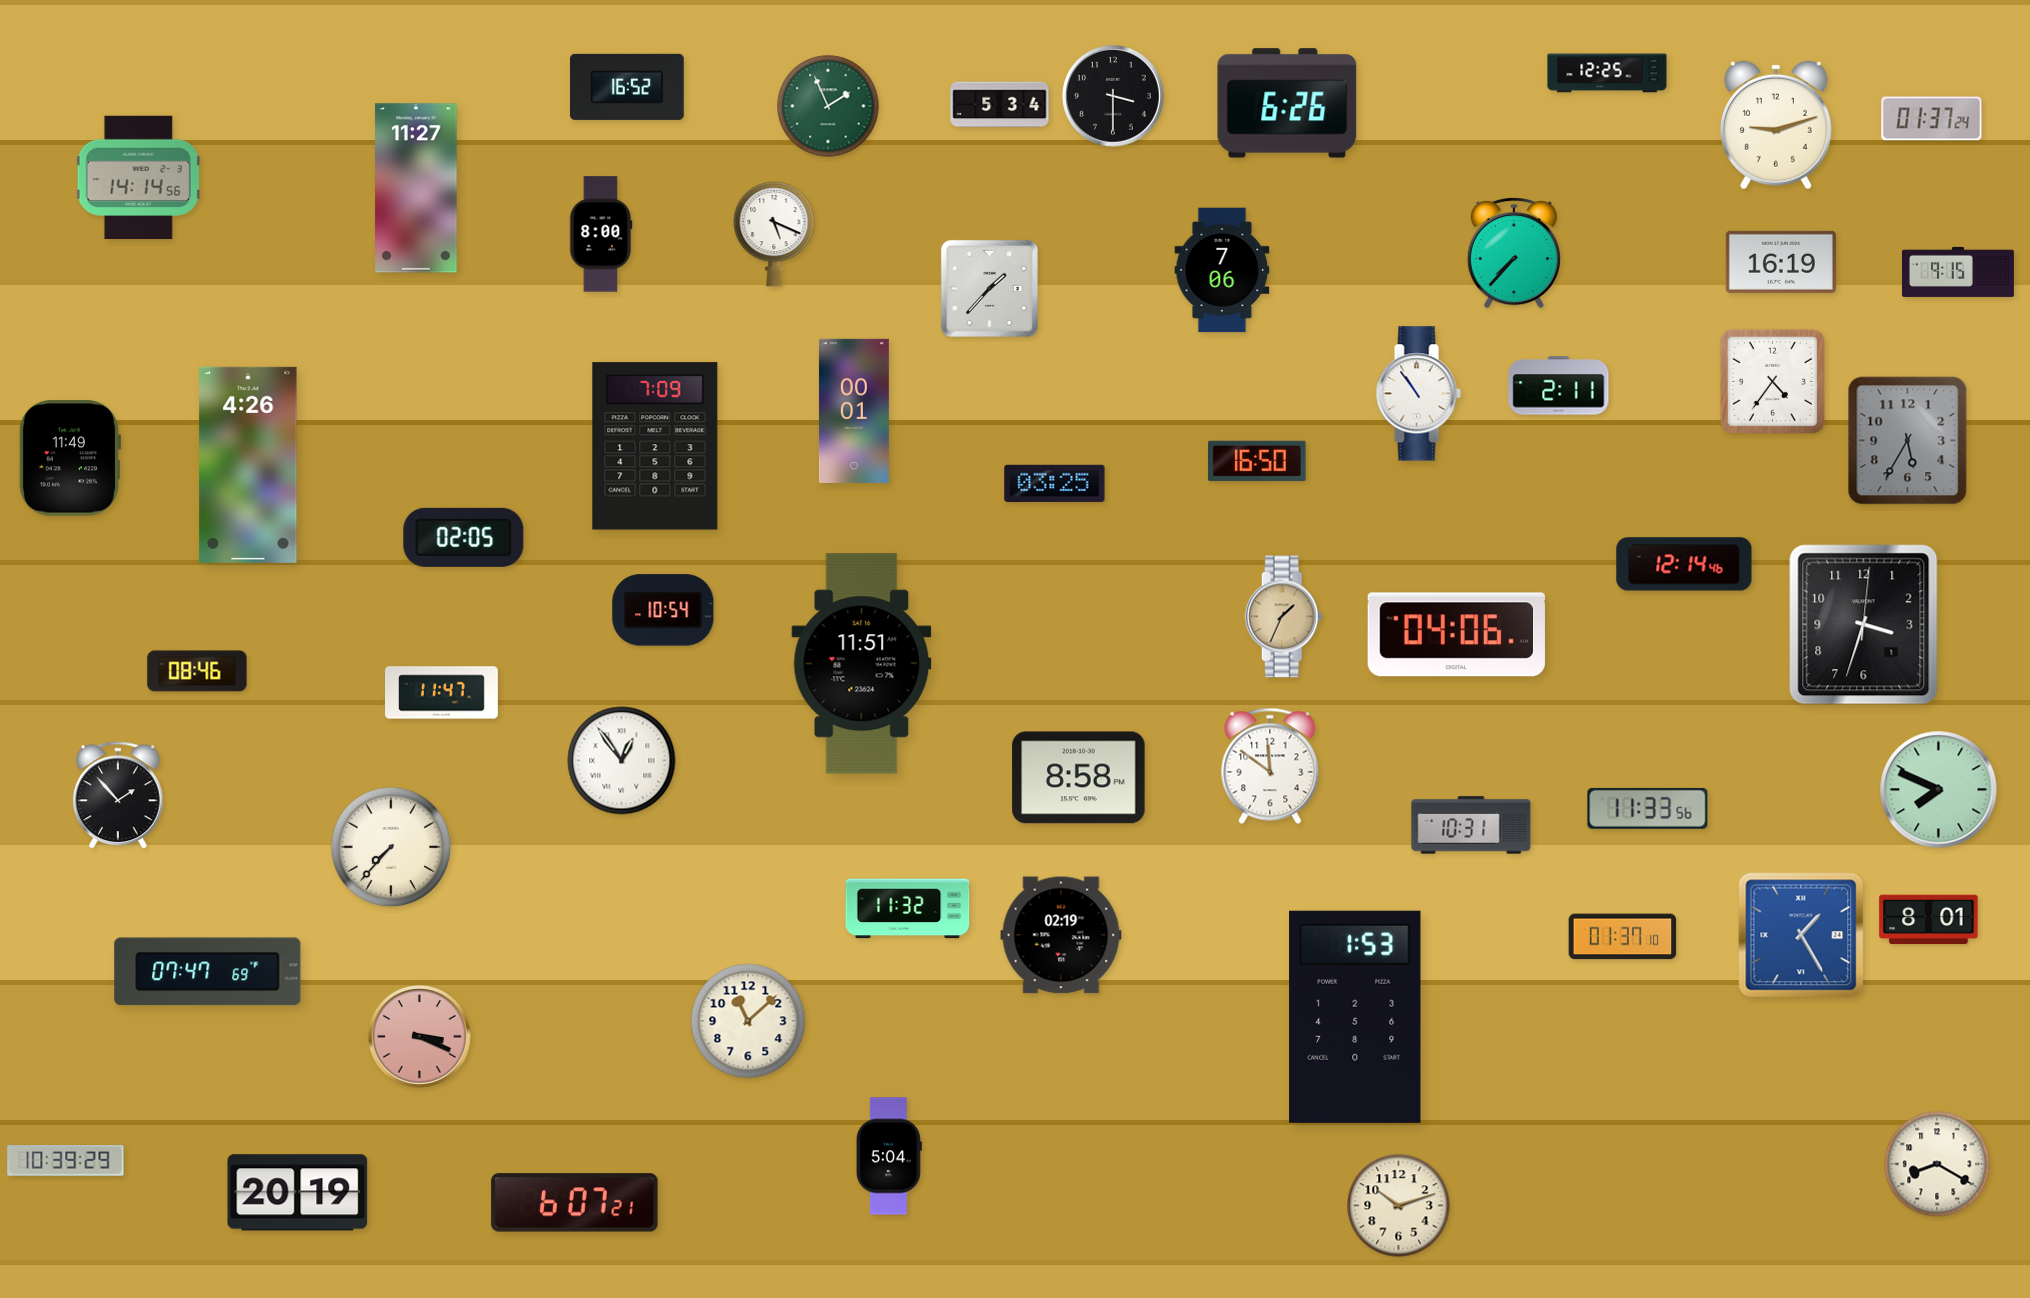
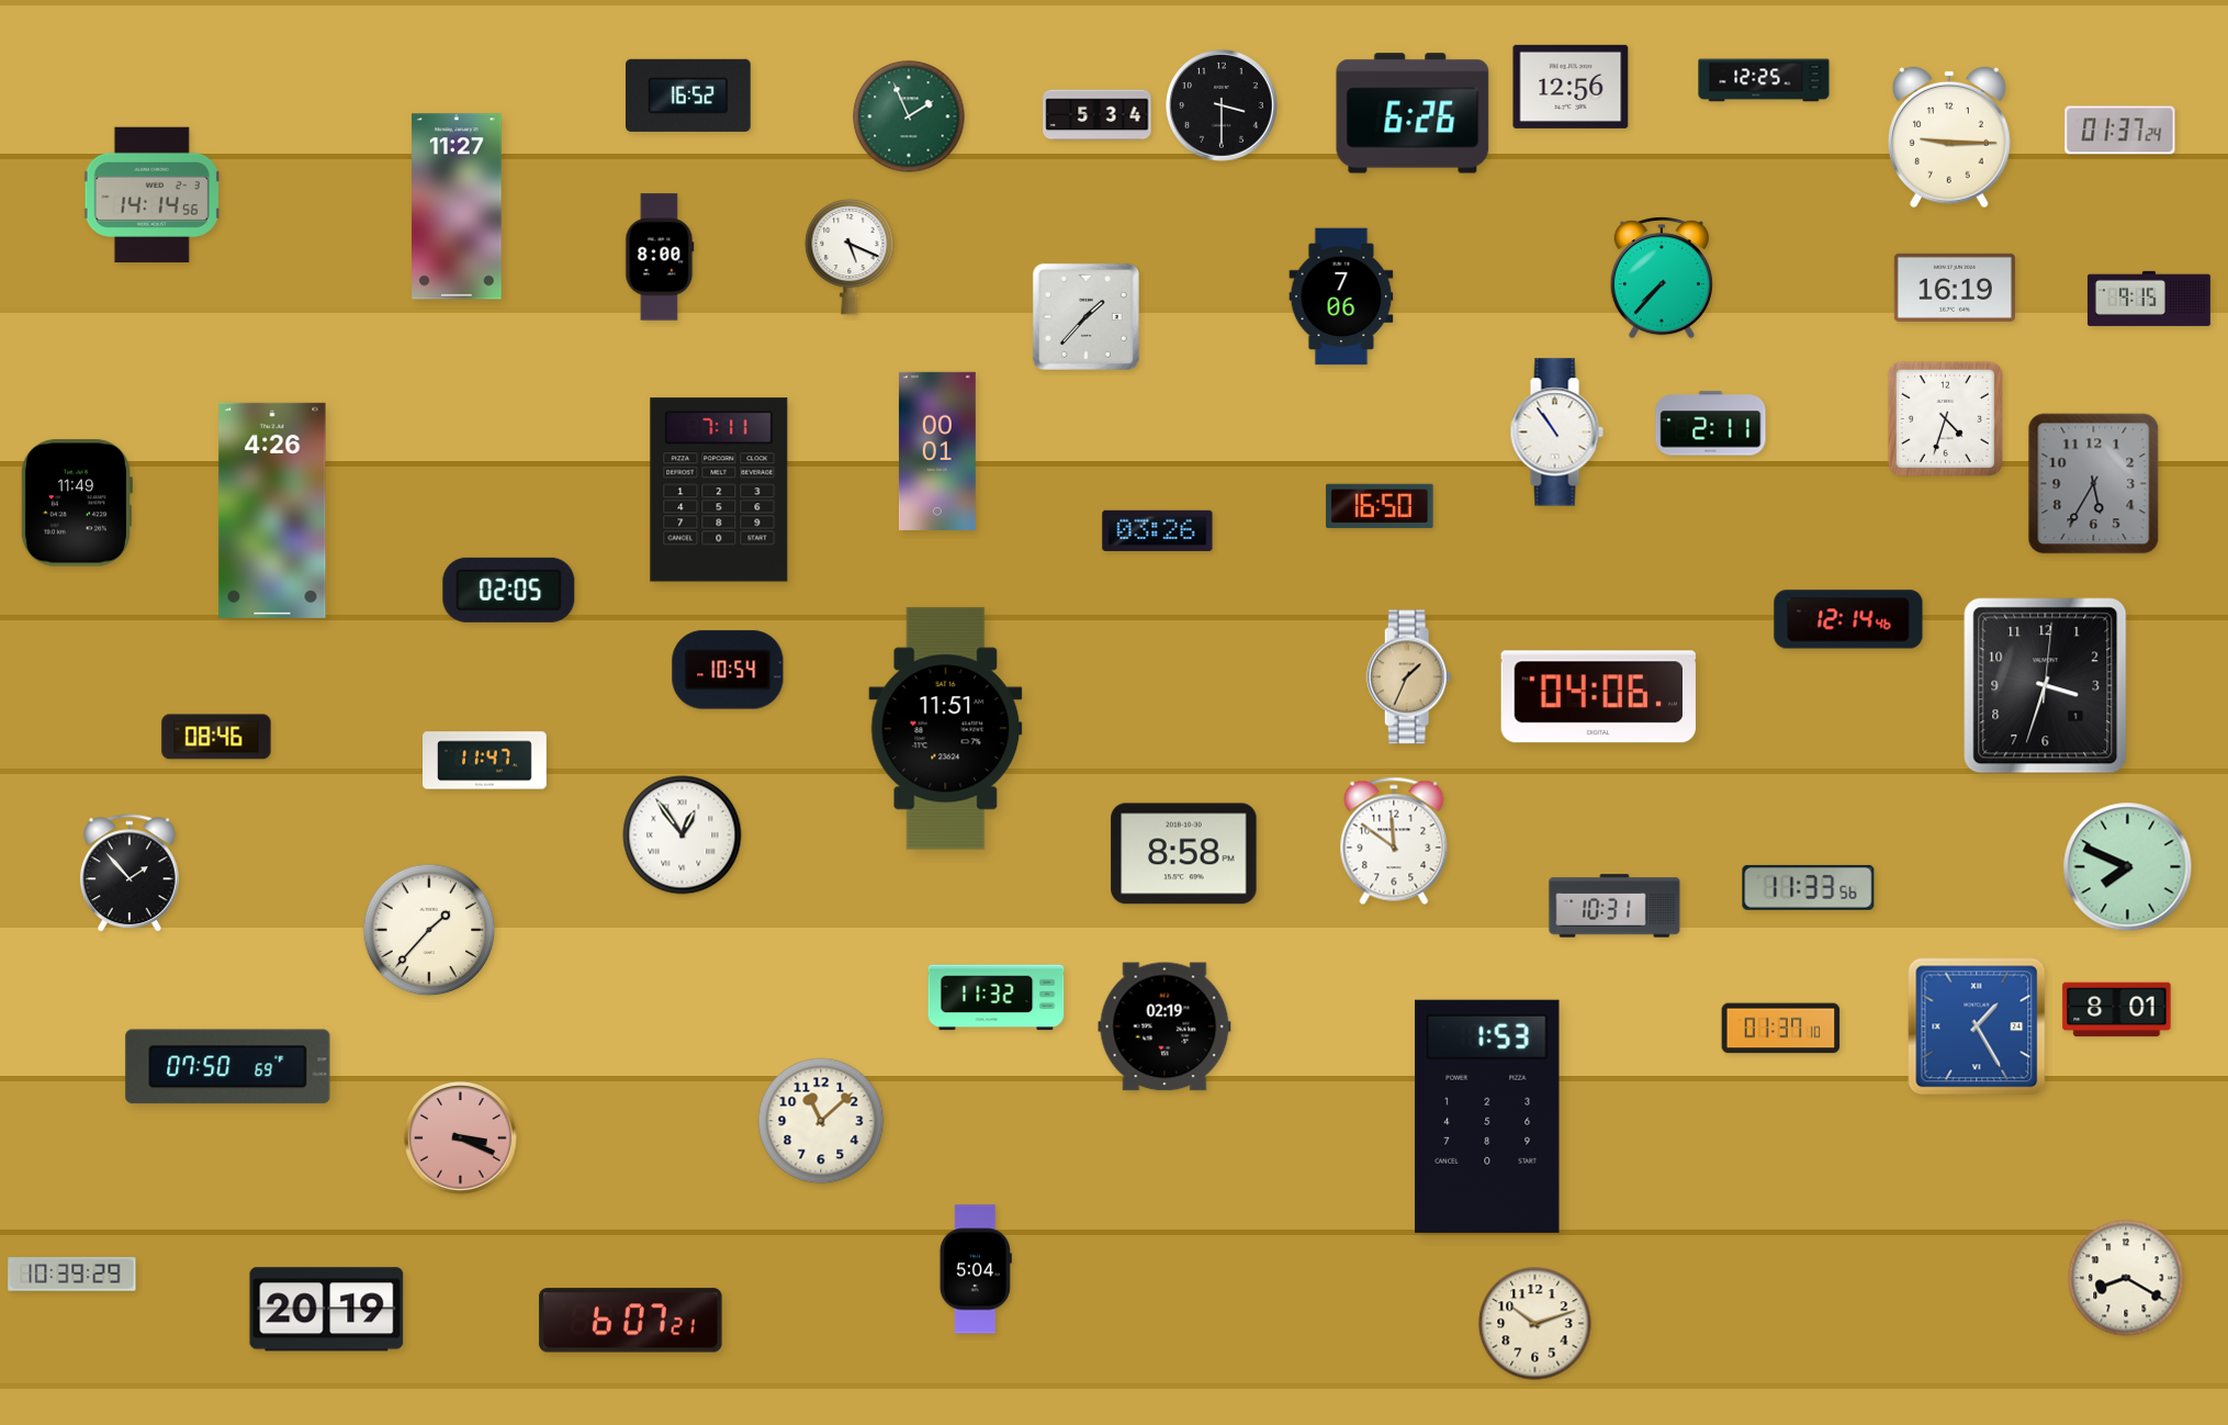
clock at (1571, 87): none -> 12:56
clock at (1776, 125): 9:12 -> 9:15
clock at (1772, 381): 4:36 -> 4:33
clock at (655, 446): 7:09 -> 7:11
clock at (1055, 483): 03:25 -> 03:26
clock at (391, 847): 7:37 -> 1:37
clock at (208, 972): 07:47 -> 07:50
